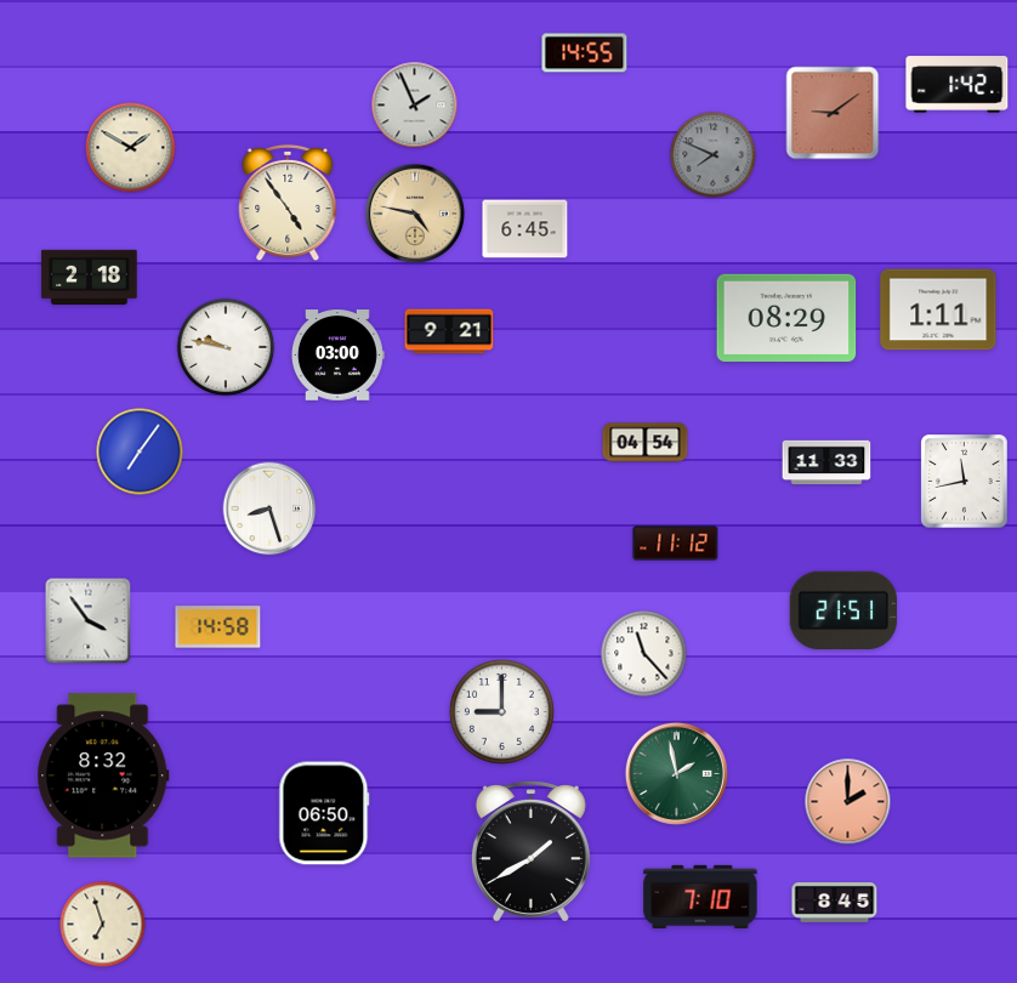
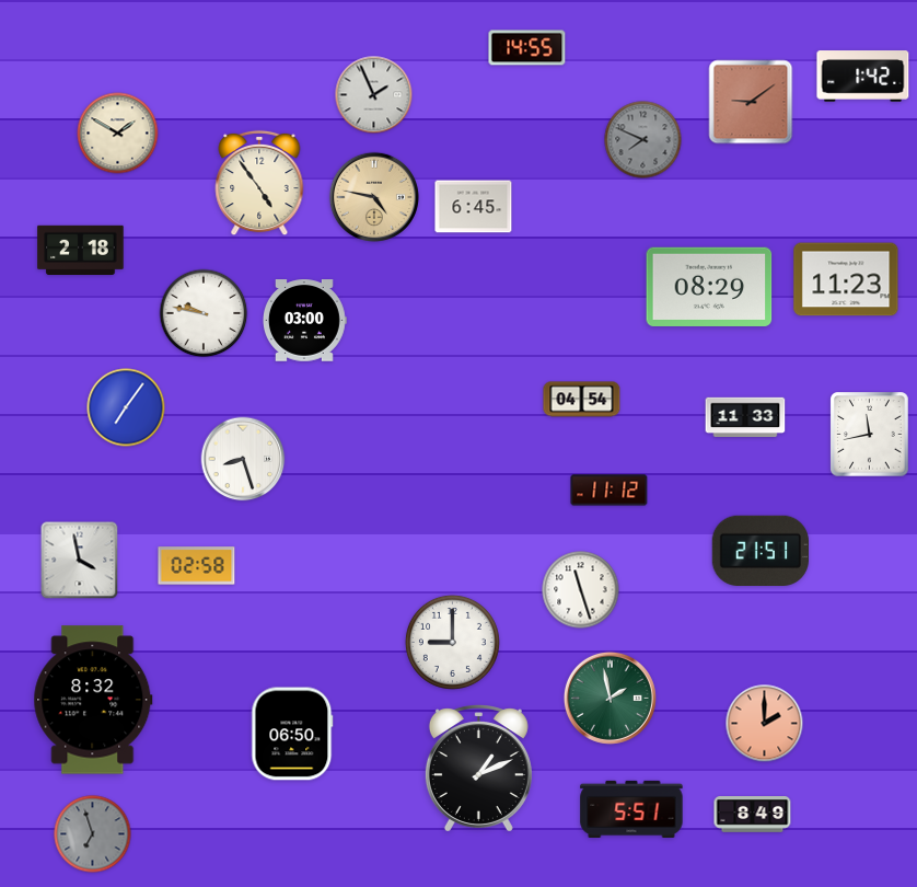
clock at (415, 214) position: (415, 214) -> (374, 197)
clock at (938, 309): 1:11 -> 11:23
clock at (449, 331): 9:21 -> none
clock at (89, 621): 3:54 -> 3:58
clock at (218, 627): 14:58 -> 02:58
clock at (644, 654): 11:23 -> 11:27
clock at (530, 852): 1:40 -> 1:11
clock at (700, 897): 7:10 -> 5:51
clock at (835, 903): 8:45 -> 8:49
clock at (103, 925) dial: cream -> grey
